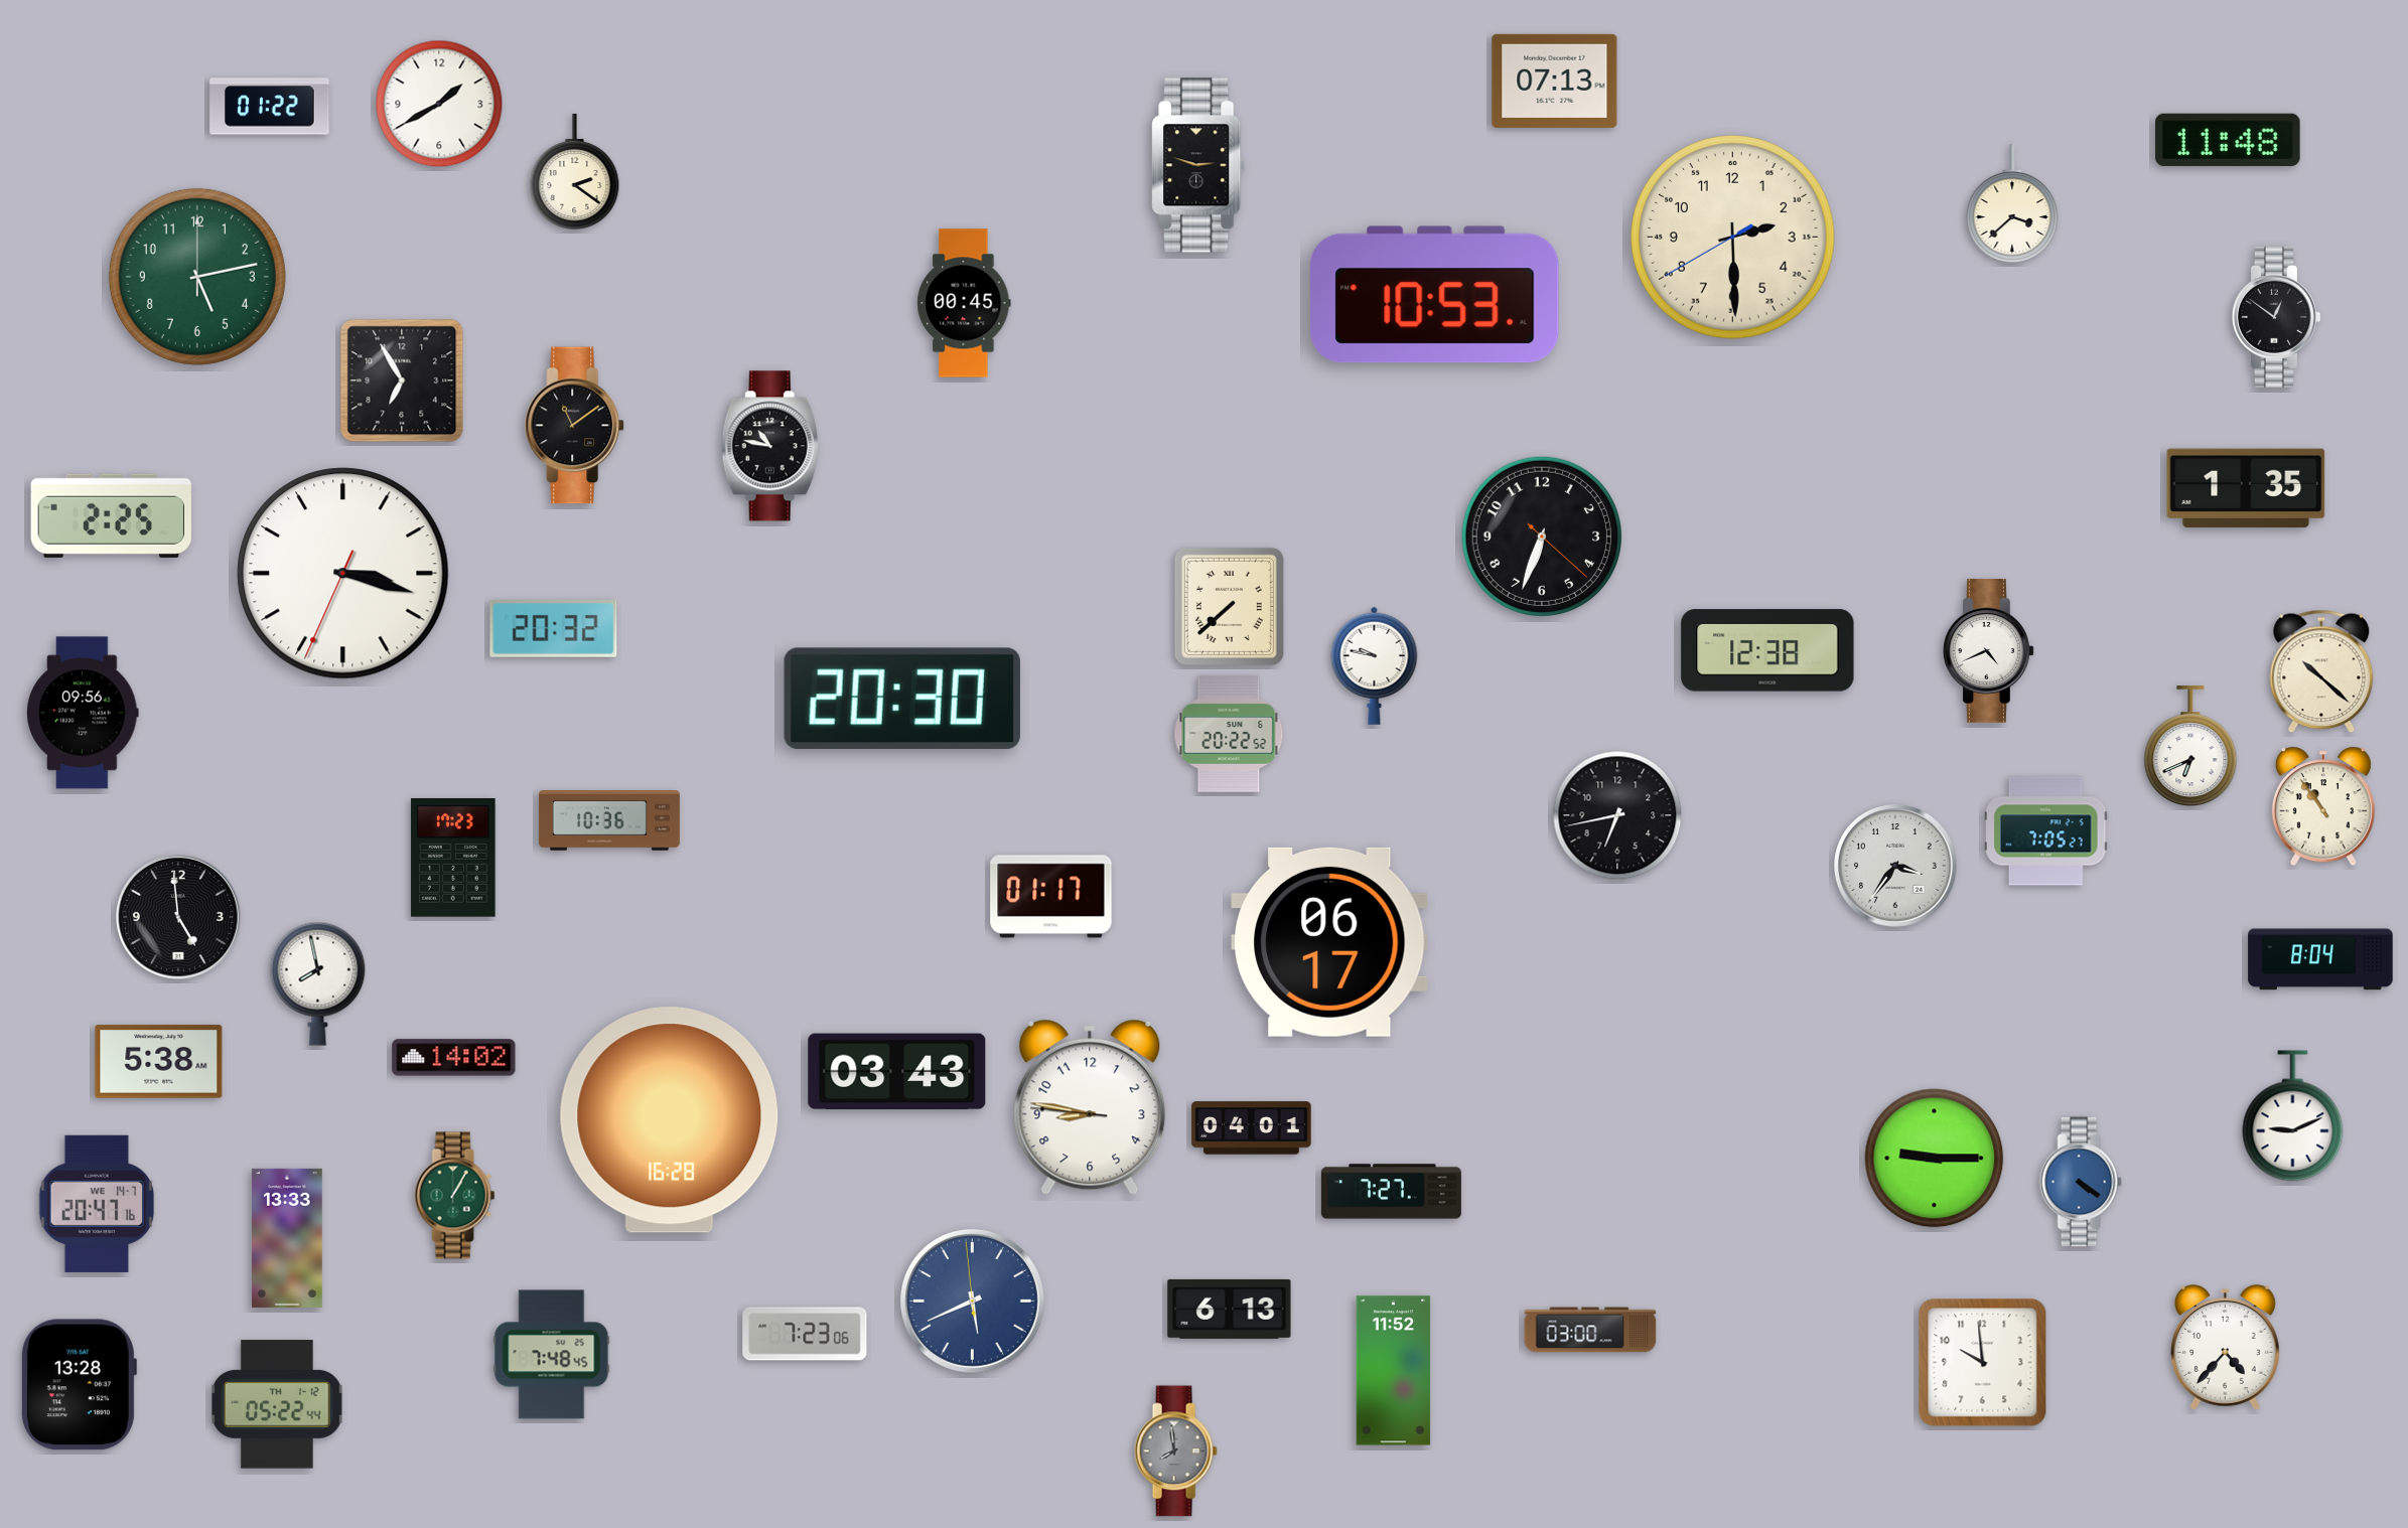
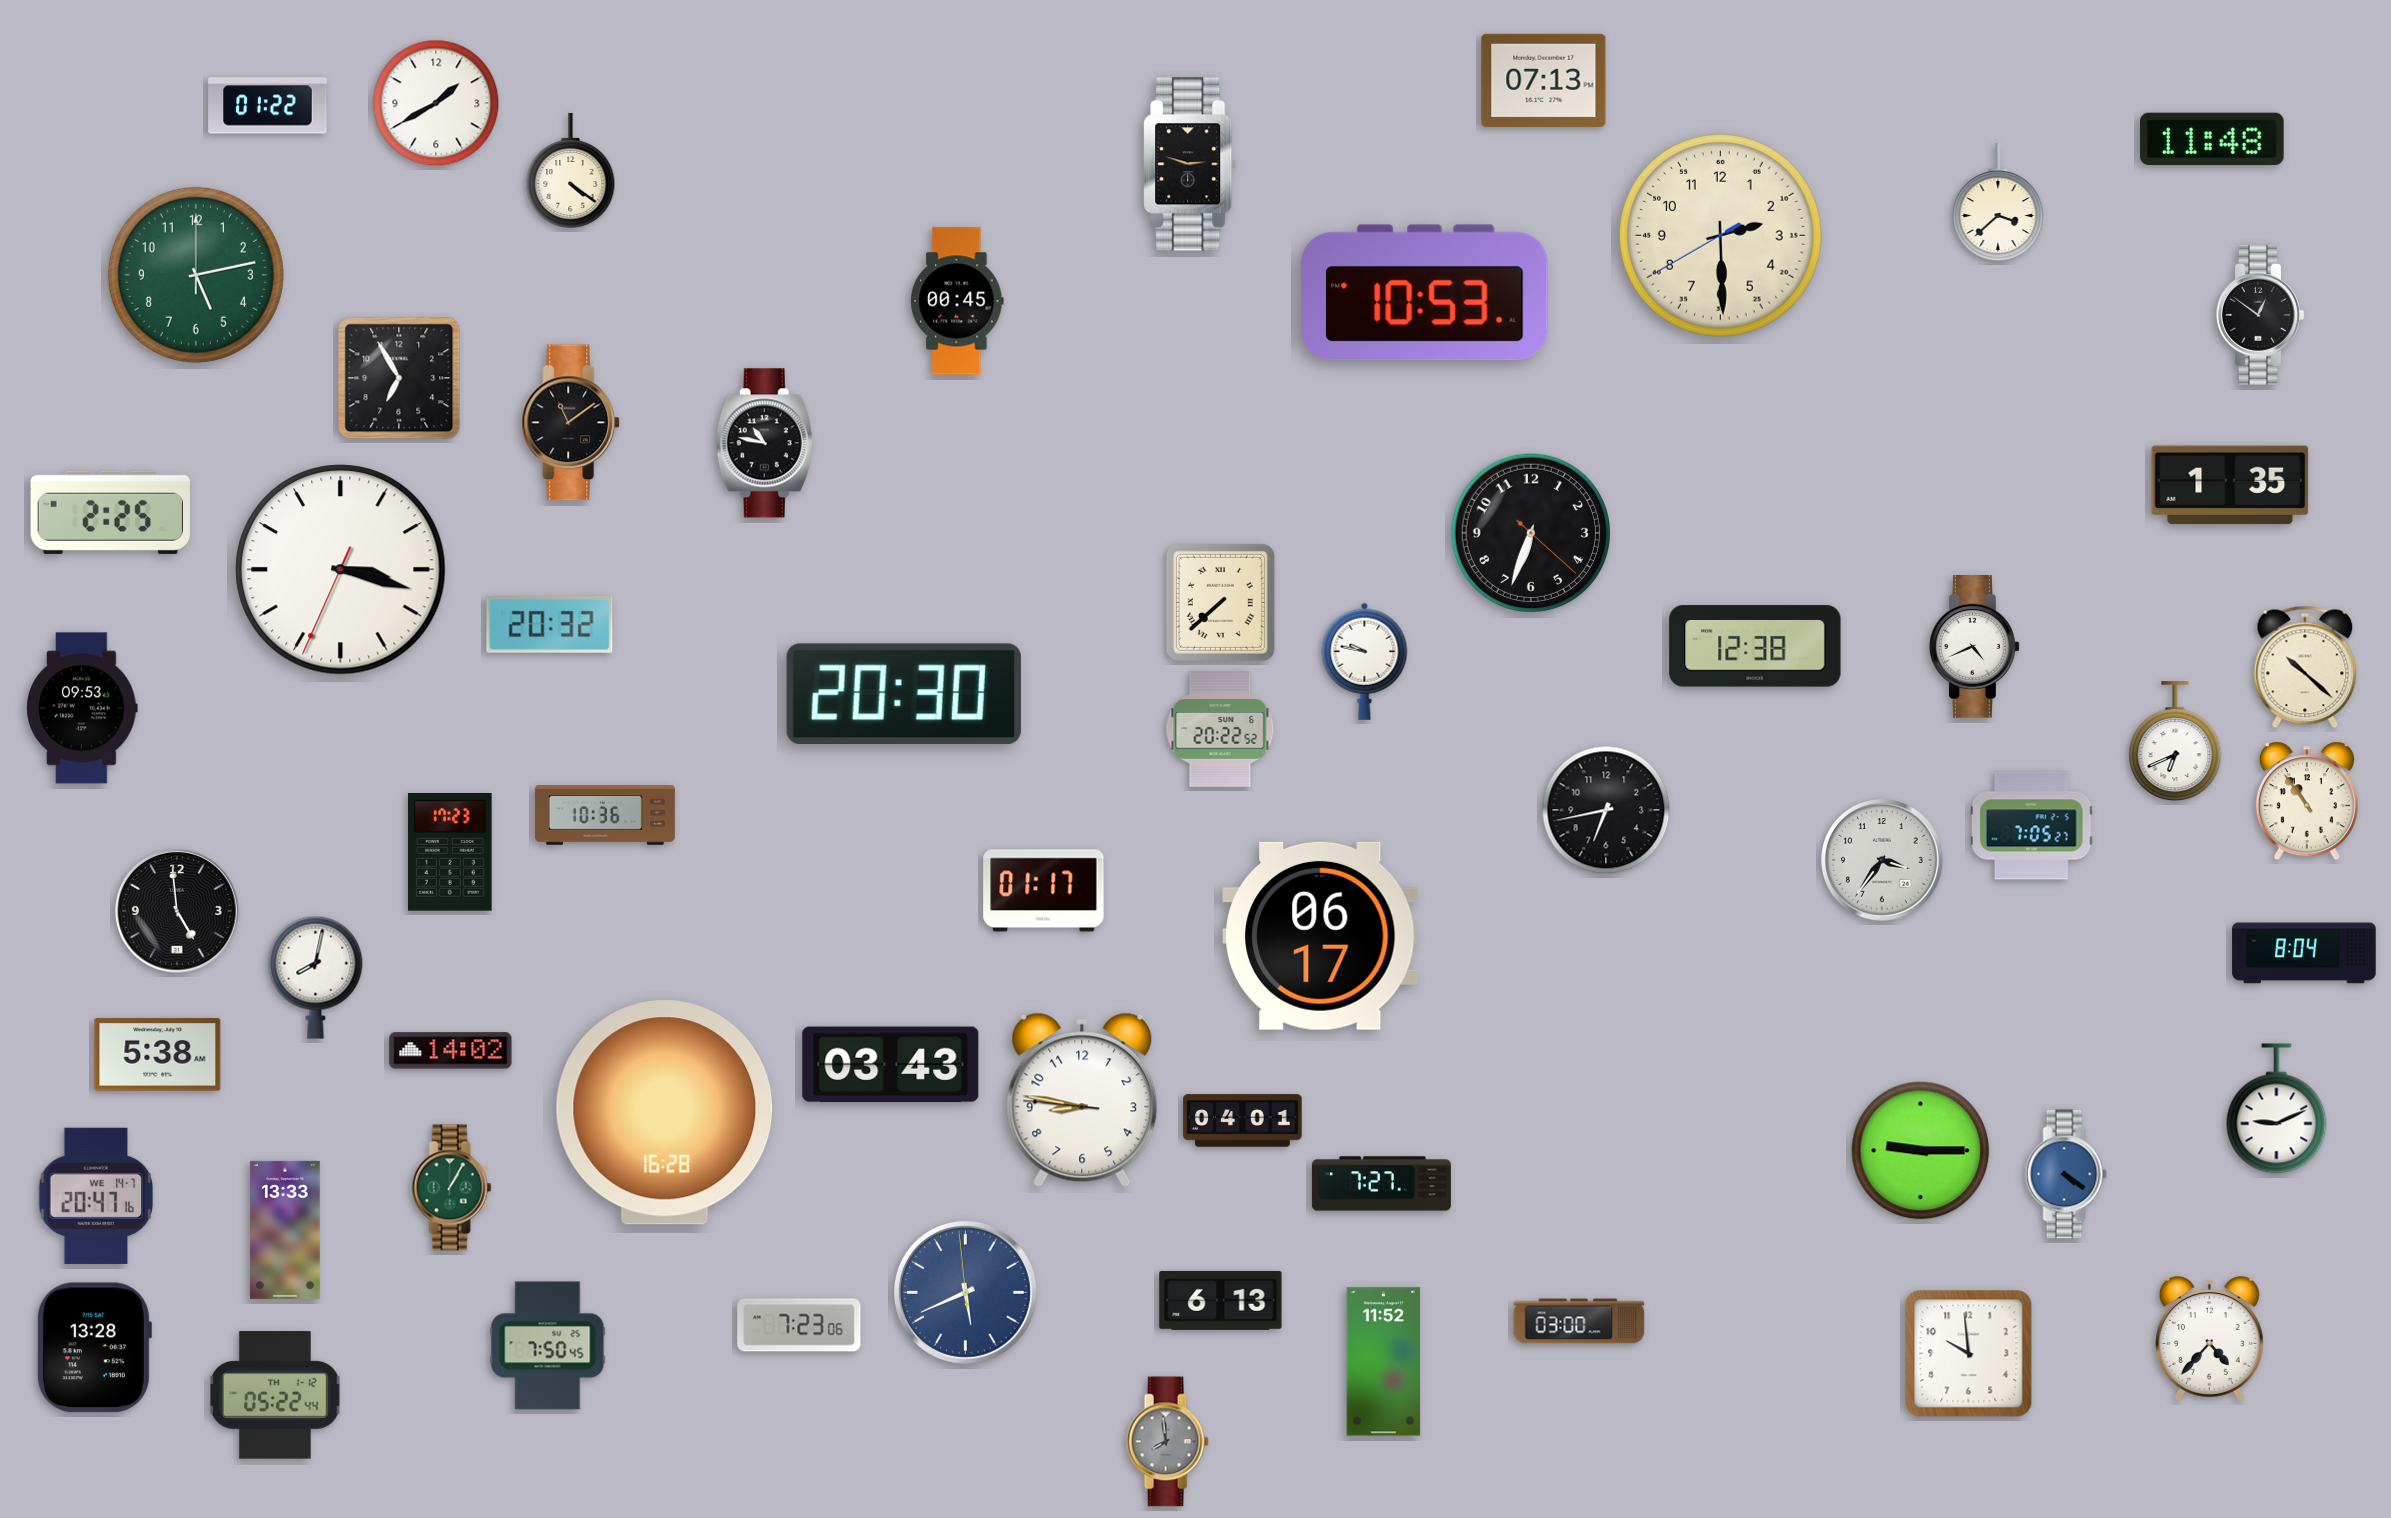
clock at (575, 171): 2:21 -> 4:21
clock at (902, 698) position: (902, 698) -> (904, 693)
clock at (83, 713): 09:56 -> 09:53
clock at (318, 983): 7:58 -> 8:02
clock at (552, 1355): 7:48 -> 7:50
clock at (79, 1385) position: (79, 1385) -> (94, 1348)
